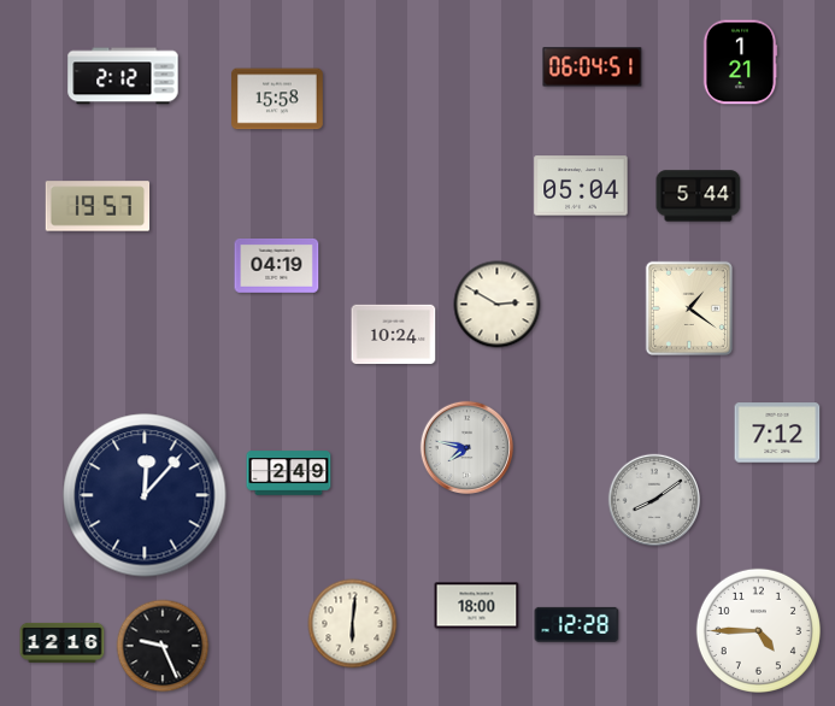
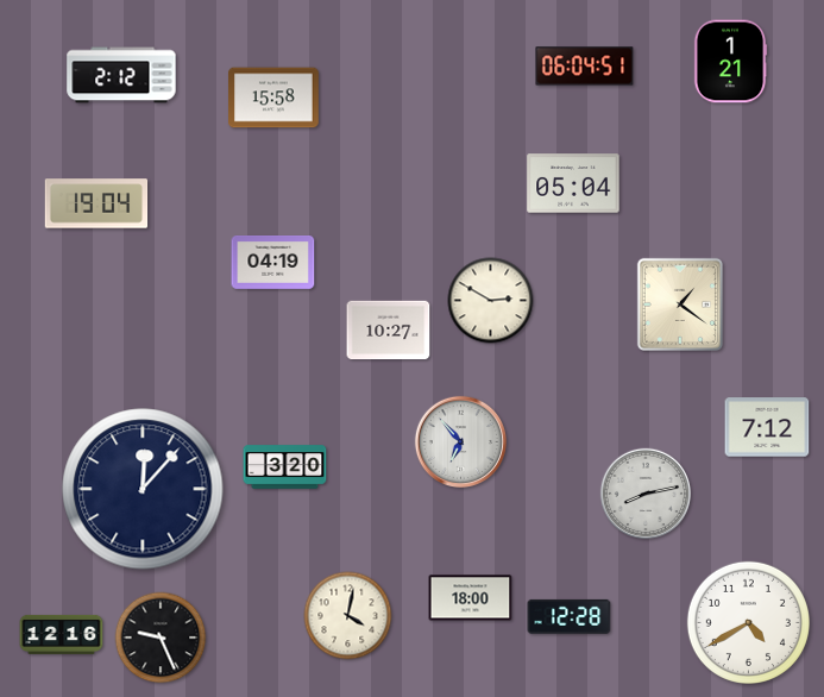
clock at (699, 196): 5:44 -> none
clock at (98, 206): 19:57 -> 19:04
clock at (394, 335): 10:24 -> 10:27
clock at (466, 447): 7:47 -> 6:53
clock at (289, 473): 2:49 -> 3:20
clock at (654, 500): 8:09 -> 8:13
clock at (353, 624): 6:01 -> 4:02
clock at (758, 630): 4:45 -> 4:40
